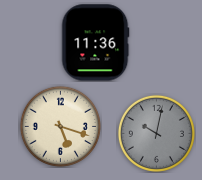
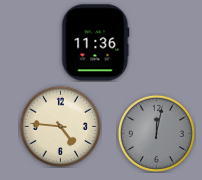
clock at (60, 126): 5:18 -> 4:46
clock at (156, 133): 10:02 -> 12:02
